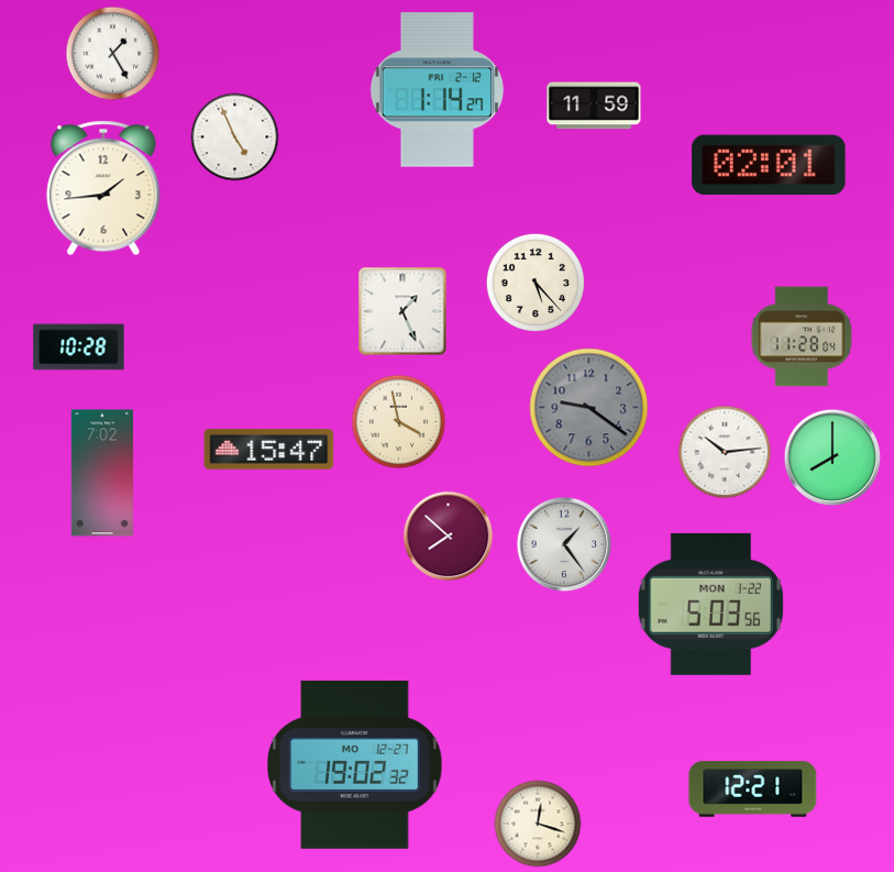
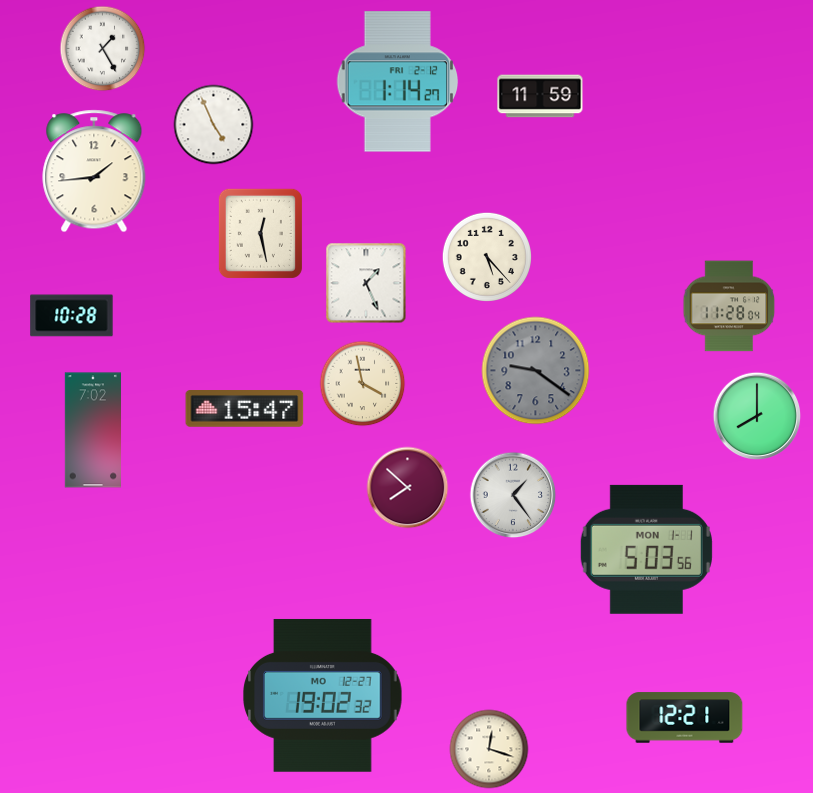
clock at (769, 165): 02:01 -> none
clock at (260, 233): none -> 12:28
clock at (725, 452): 10:14 -> none
clock at (710, 604) date: MON 1-22 -> MON 1-1
